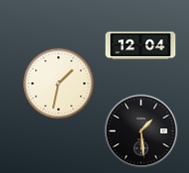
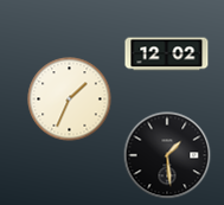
clock at (141, 46): 12:04 -> 12:02
clock at (59, 84): 1:32 -> 1:34
